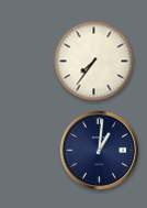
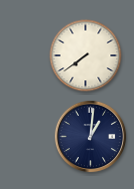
clock at (94, 62): 7:36 -> 7:39
